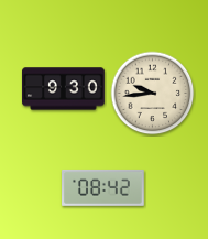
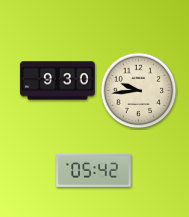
clock at (153, 94) position: (153, 94) -> (139, 91)
clock at (103, 187): 08:42 -> 05:42
